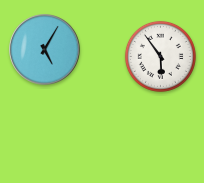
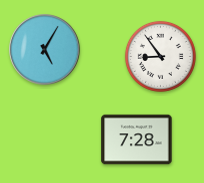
clock at (160, 56): 5:54 -> 8:54
clock at (137, 140): none -> 7:28
